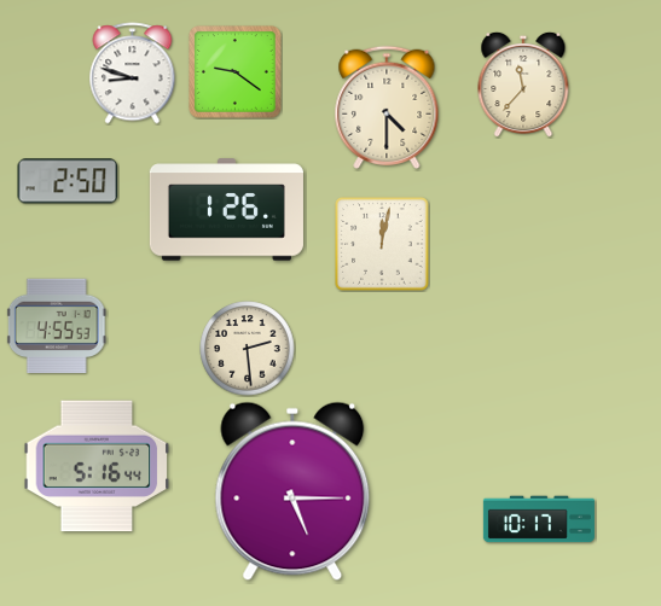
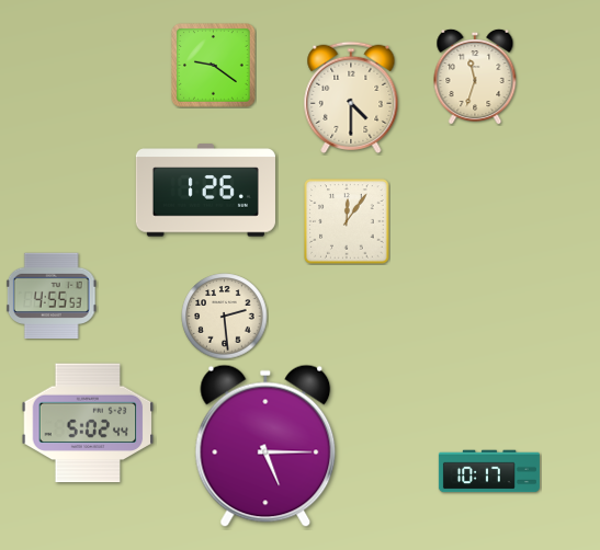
clock at (133, 74): 8:48 -> none
clock at (523, 83): 11:37 -> 11:33
clock at (68, 181): 2:50 -> none
clock at (382, 244): 12:02 -> 12:06
clock at (97, 466): 5:16 -> 5:02
